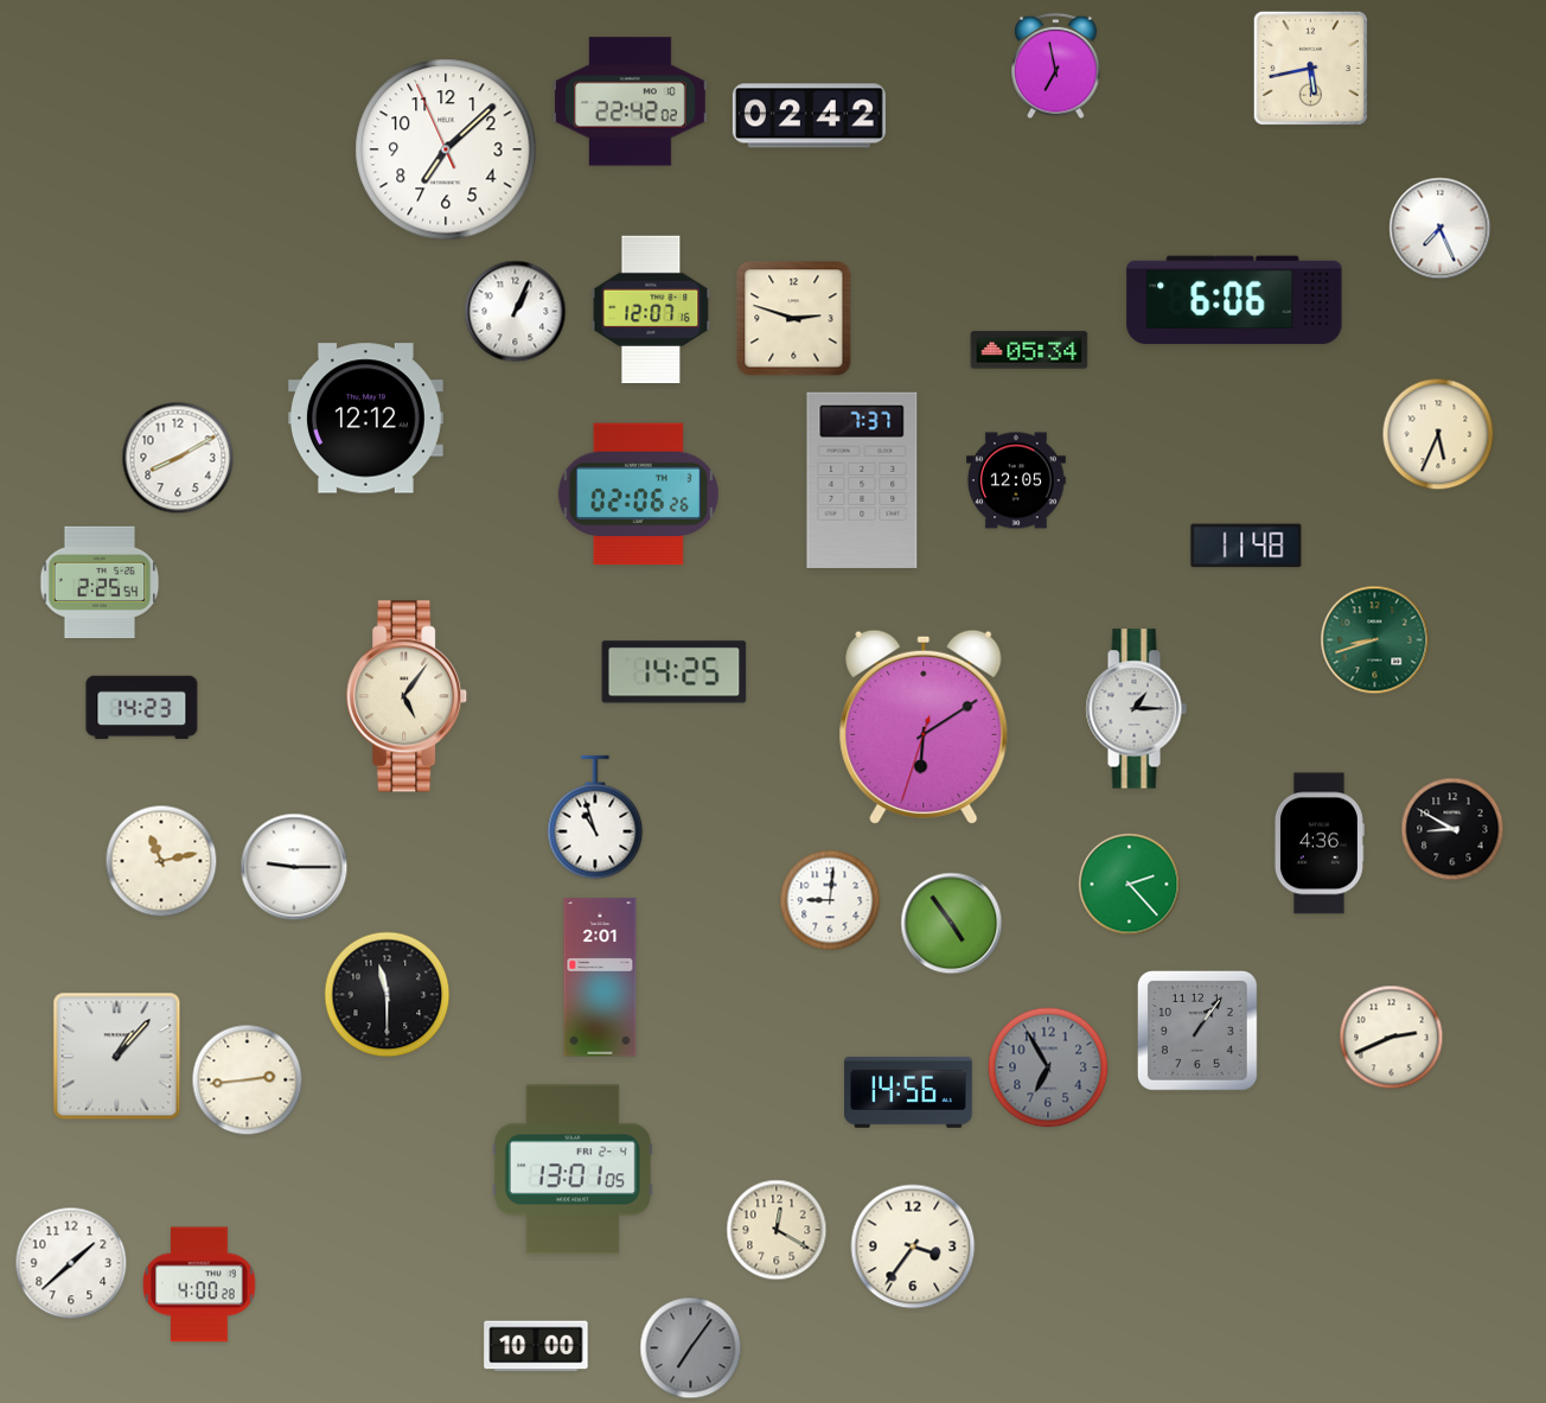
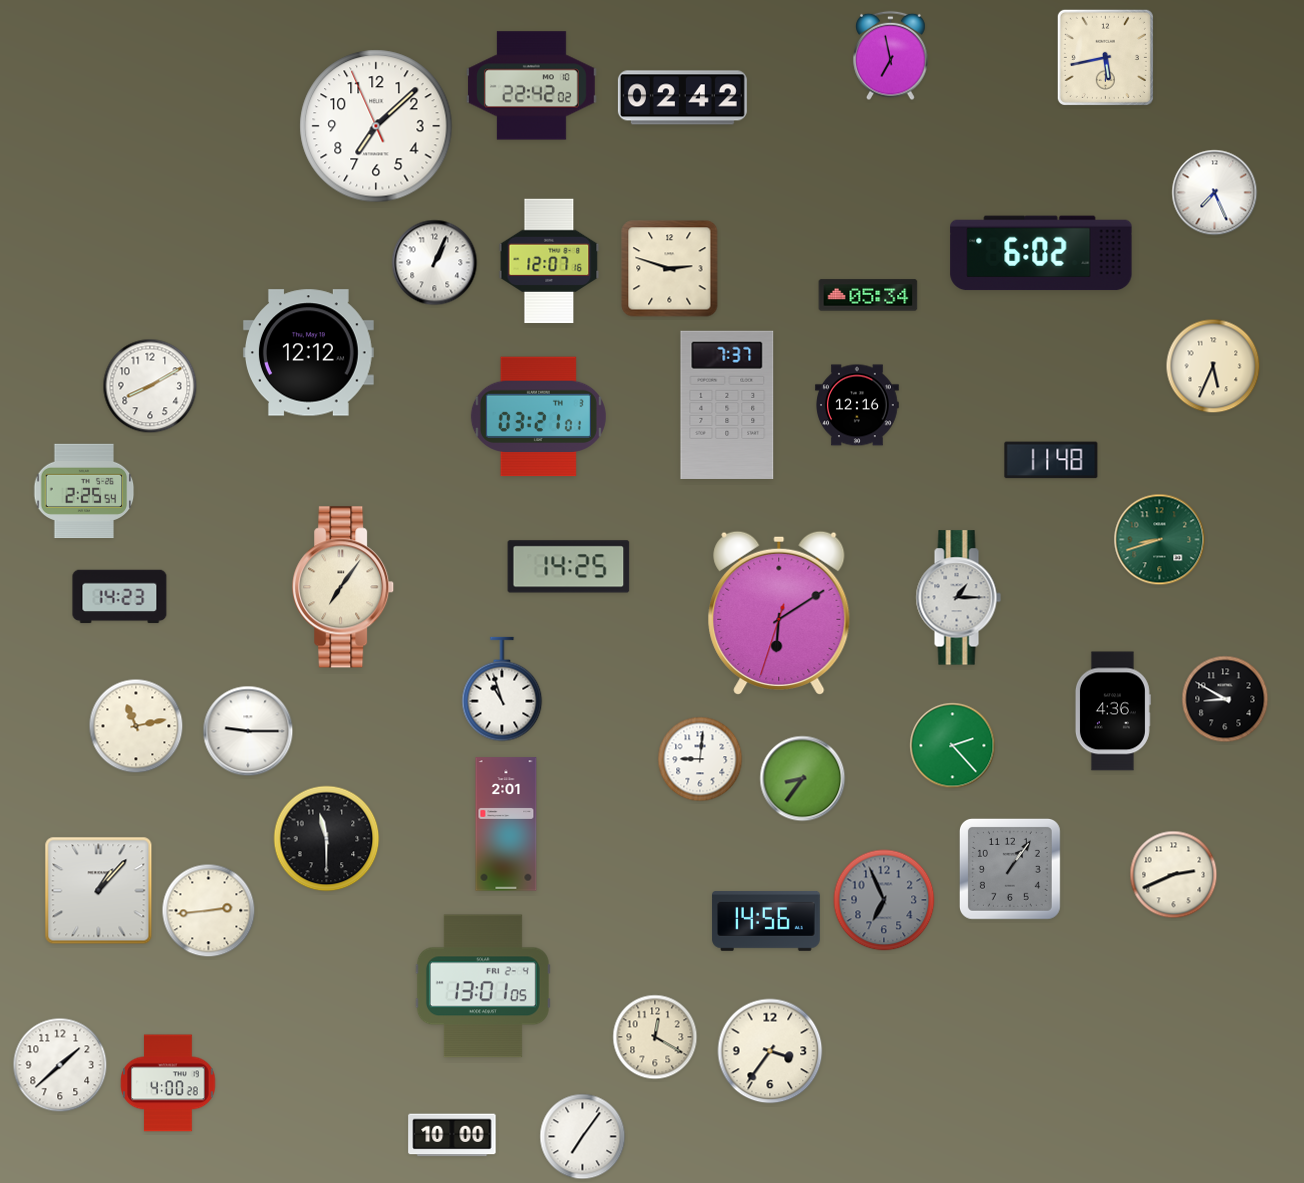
clock at (1234, 300): 6:06 -> 6:02
clock at (1017, 480): 12:05 -> 12:16
clock at (638, 495): 02:06 -> 03:21
clock at (408, 696): 5:06 -> 7:06
clock at (952, 924): 4:54 -> 8:36
clock at (1048, 1067): 6:55 -> 6:56
clock at (691, 1348) dial: grey -> white
